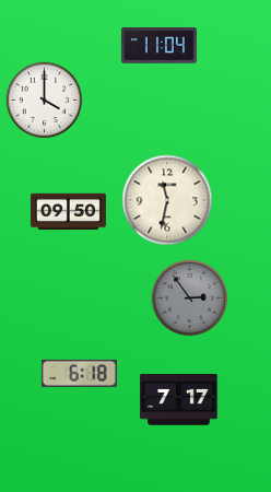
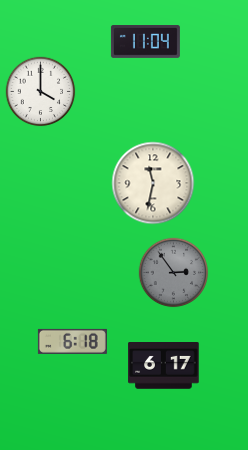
clock at (68, 212): 09:50 -> none
clock at (179, 400): 7:17 -> 6:17
